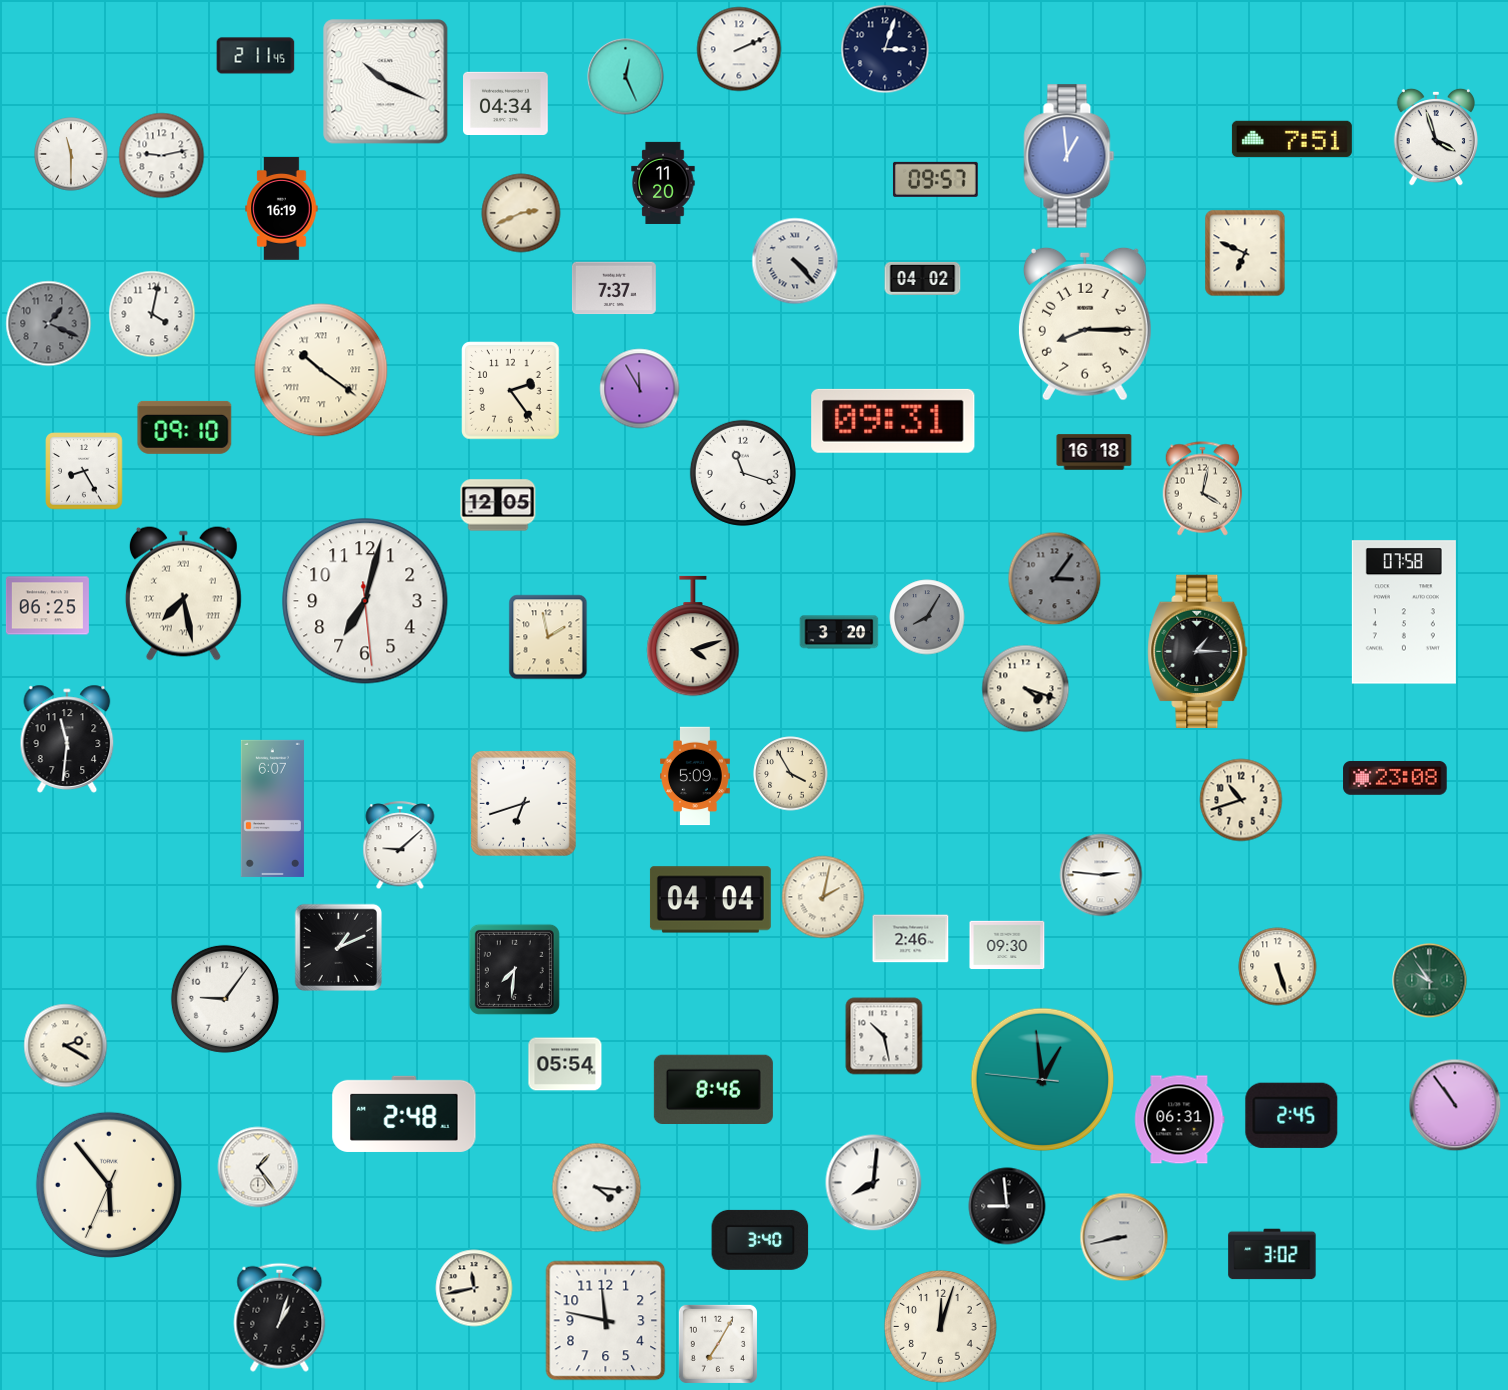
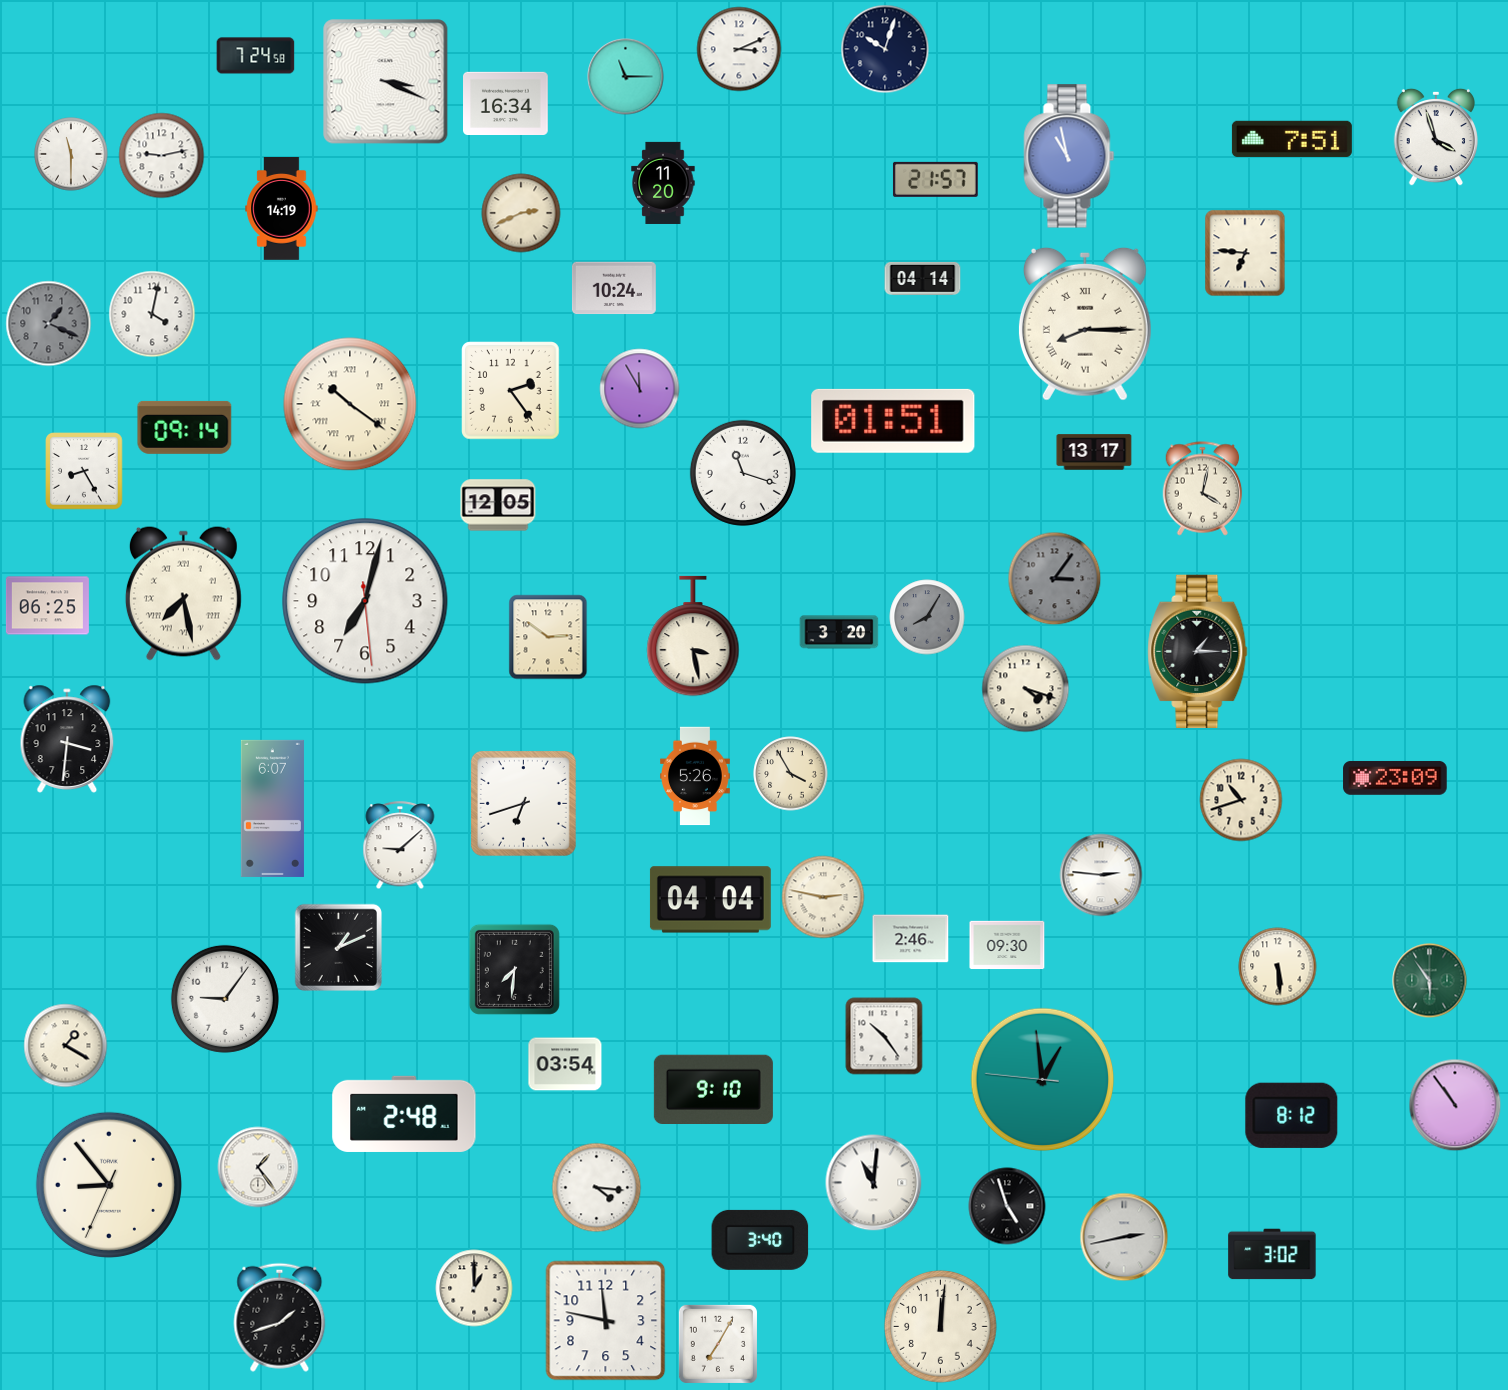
clock at (739, 49): 2:11 -> 3:11
clock at (885, 49): 3:03 -> 10:03
clock at (256, 56): 2:11 -> 7:24
clock at (626, 77): 12:26 -> 11:15
clock at (386, 82): 10:19 -> 3:19
clock at (506, 103): 04:34 -> 16:34
clock at (1069, 156): 12:59 -> 10:58
clock at (935, 179): 09:57 -> 21:57
clock at (282, 209): 16:19 -> 14:19
clock at (1245, 253): 6:49 -> 6:46
clock at (795, 261): 4:23 -> none
clock at (923, 278): 04:02 -> 04:14
clock at (614, 288): 7:37 -> 10:24
clock at (1085, 324) numerals: Arabic -> Roman
clock at (321, 370) position: (321, 370) -> (350, 404)
clock at (893, 421): 09:31 -> 01:51
clock at (185, 427): 09:10 -> 09:14
clock at (1094, 452): 16:18 -> 13:17
clock at (1404, 612): 07:58 -> none
clock at (693, 636): 4:12 -> 3:28
clock at (548, 637): 1:58 -> 2:51
clock at (67, 739): 11:31 -> 3:31
clock at (696, 776): 5:09 -> 5:26
clock at (1395, 778): 23:08 -> 23:09
clock at (823, 897): 2:02 -> 2:47
clock at (1278, 967): 5:27 -> 5:29
clock at (1430, 981): 9:54 -> 5:54
clock at (884, 1036): 10:28 -> 10:24
clock at (66, 1046): 2:20 -> 1:20
clock at (565, 1064): 05:54 -> 03:54
clock at (713, 1089): 8:46 -> 9:10
clock at (1292, 1115): 2:45 -> 8:12
clock at (1180, 1120): 06:31 -> none
clock at (874, 1183): 8:01 -> 11:01
clock at (109, 1185): 5:53 -> 8:53
clock at (1007, 1206): 8:59 -> 4:57
clock at (1124, 1237): 8:43 -> 2:43
clock at (474, 1288): 11:43 -> 1:00
clock at (280, 1317): 1:03 -> 1:42
clock at (941, 1327): 12:03 -> 12:01
